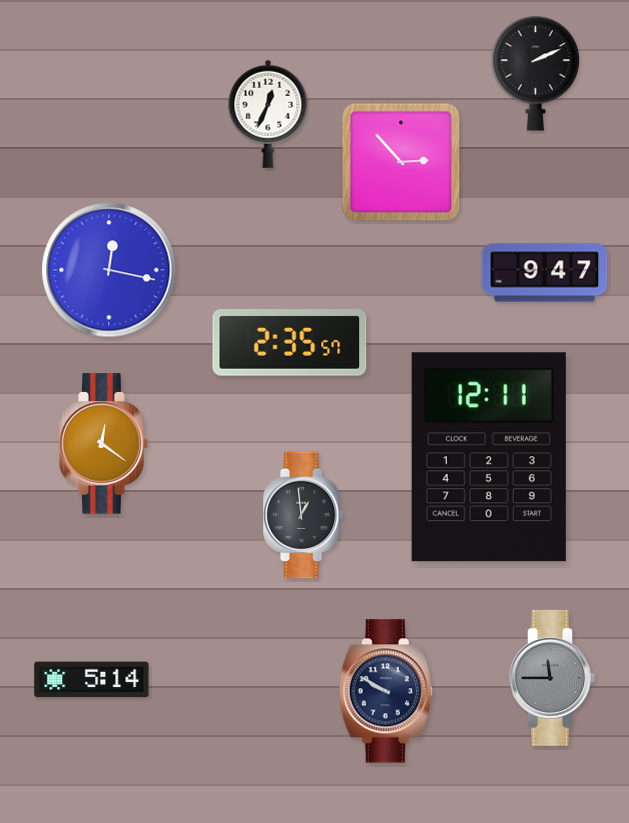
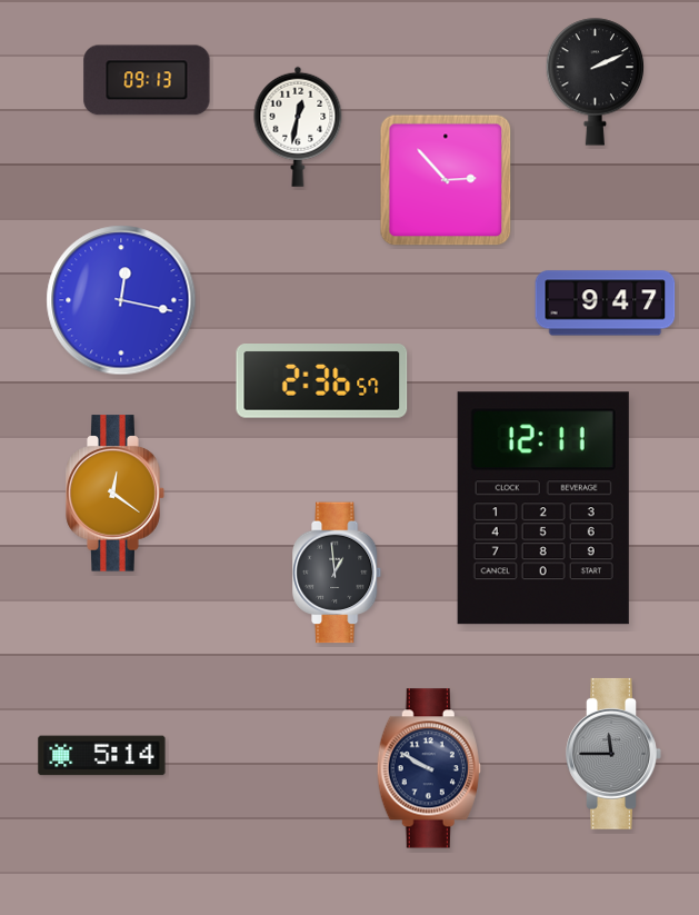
clock at (147, 80): none -> 09:13
clock at (268, 114): 12:34 -> 12:32
clock at (290, 343): 2:35 -> 2:36
